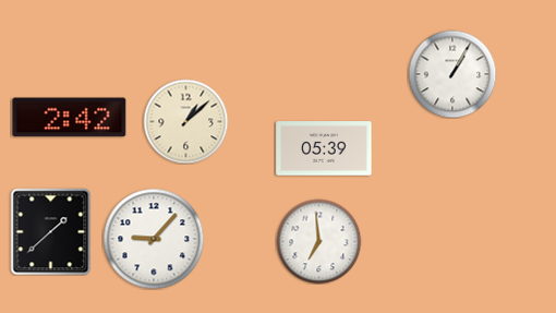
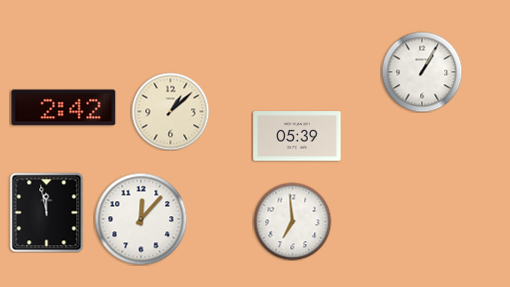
clock at (452, 74) position: (452, 74) -> (422, 72)
clock at (51, 231): 1:38 -> 11:58
clock at (154, 239): 9:07 -> 12:07
